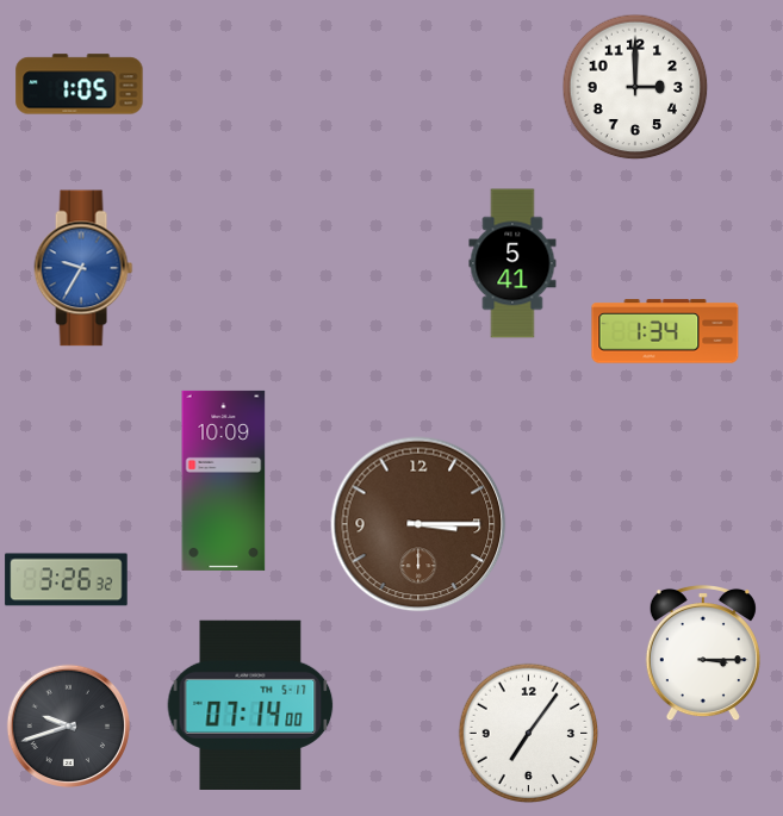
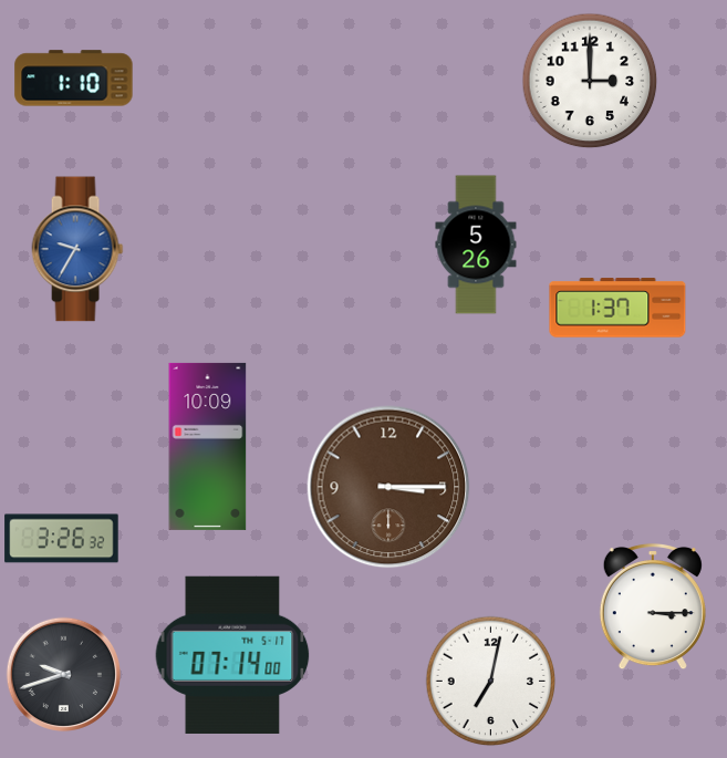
clock at (80, 85): 1:05 -> 1:10
clock at (512, 263): 5:41 -> 5:26
clock at (665, 331): 1:34 -> 1:37
clock at (528, 733): 7:06 -> 7:02
